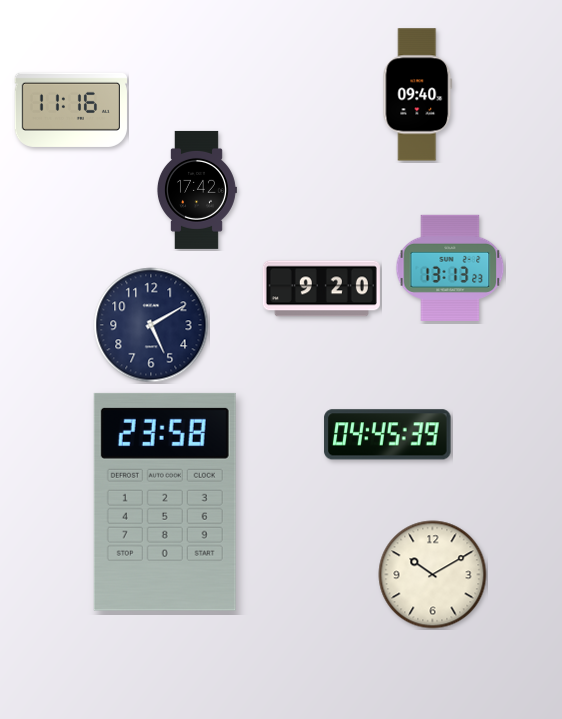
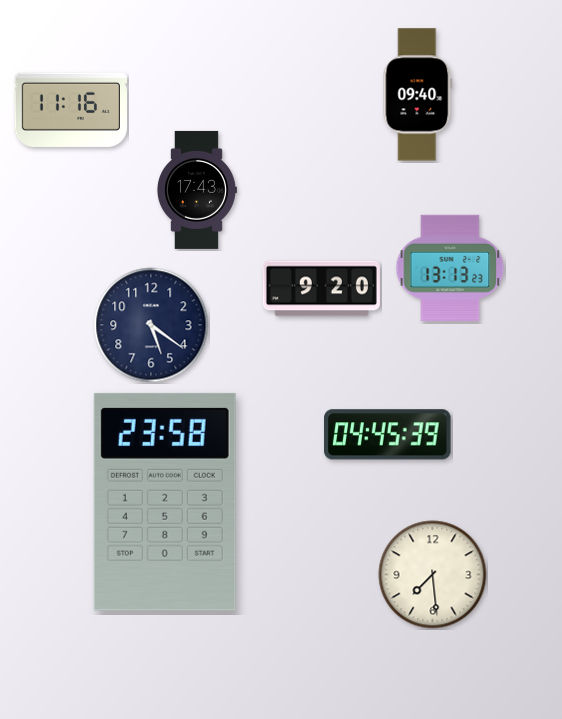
clock at (196, 190): 17:42 -> 17:43
clock at (151, 325): 5:10 -> 5:21
clock at (433, 575): 10:10 -> 7:29
